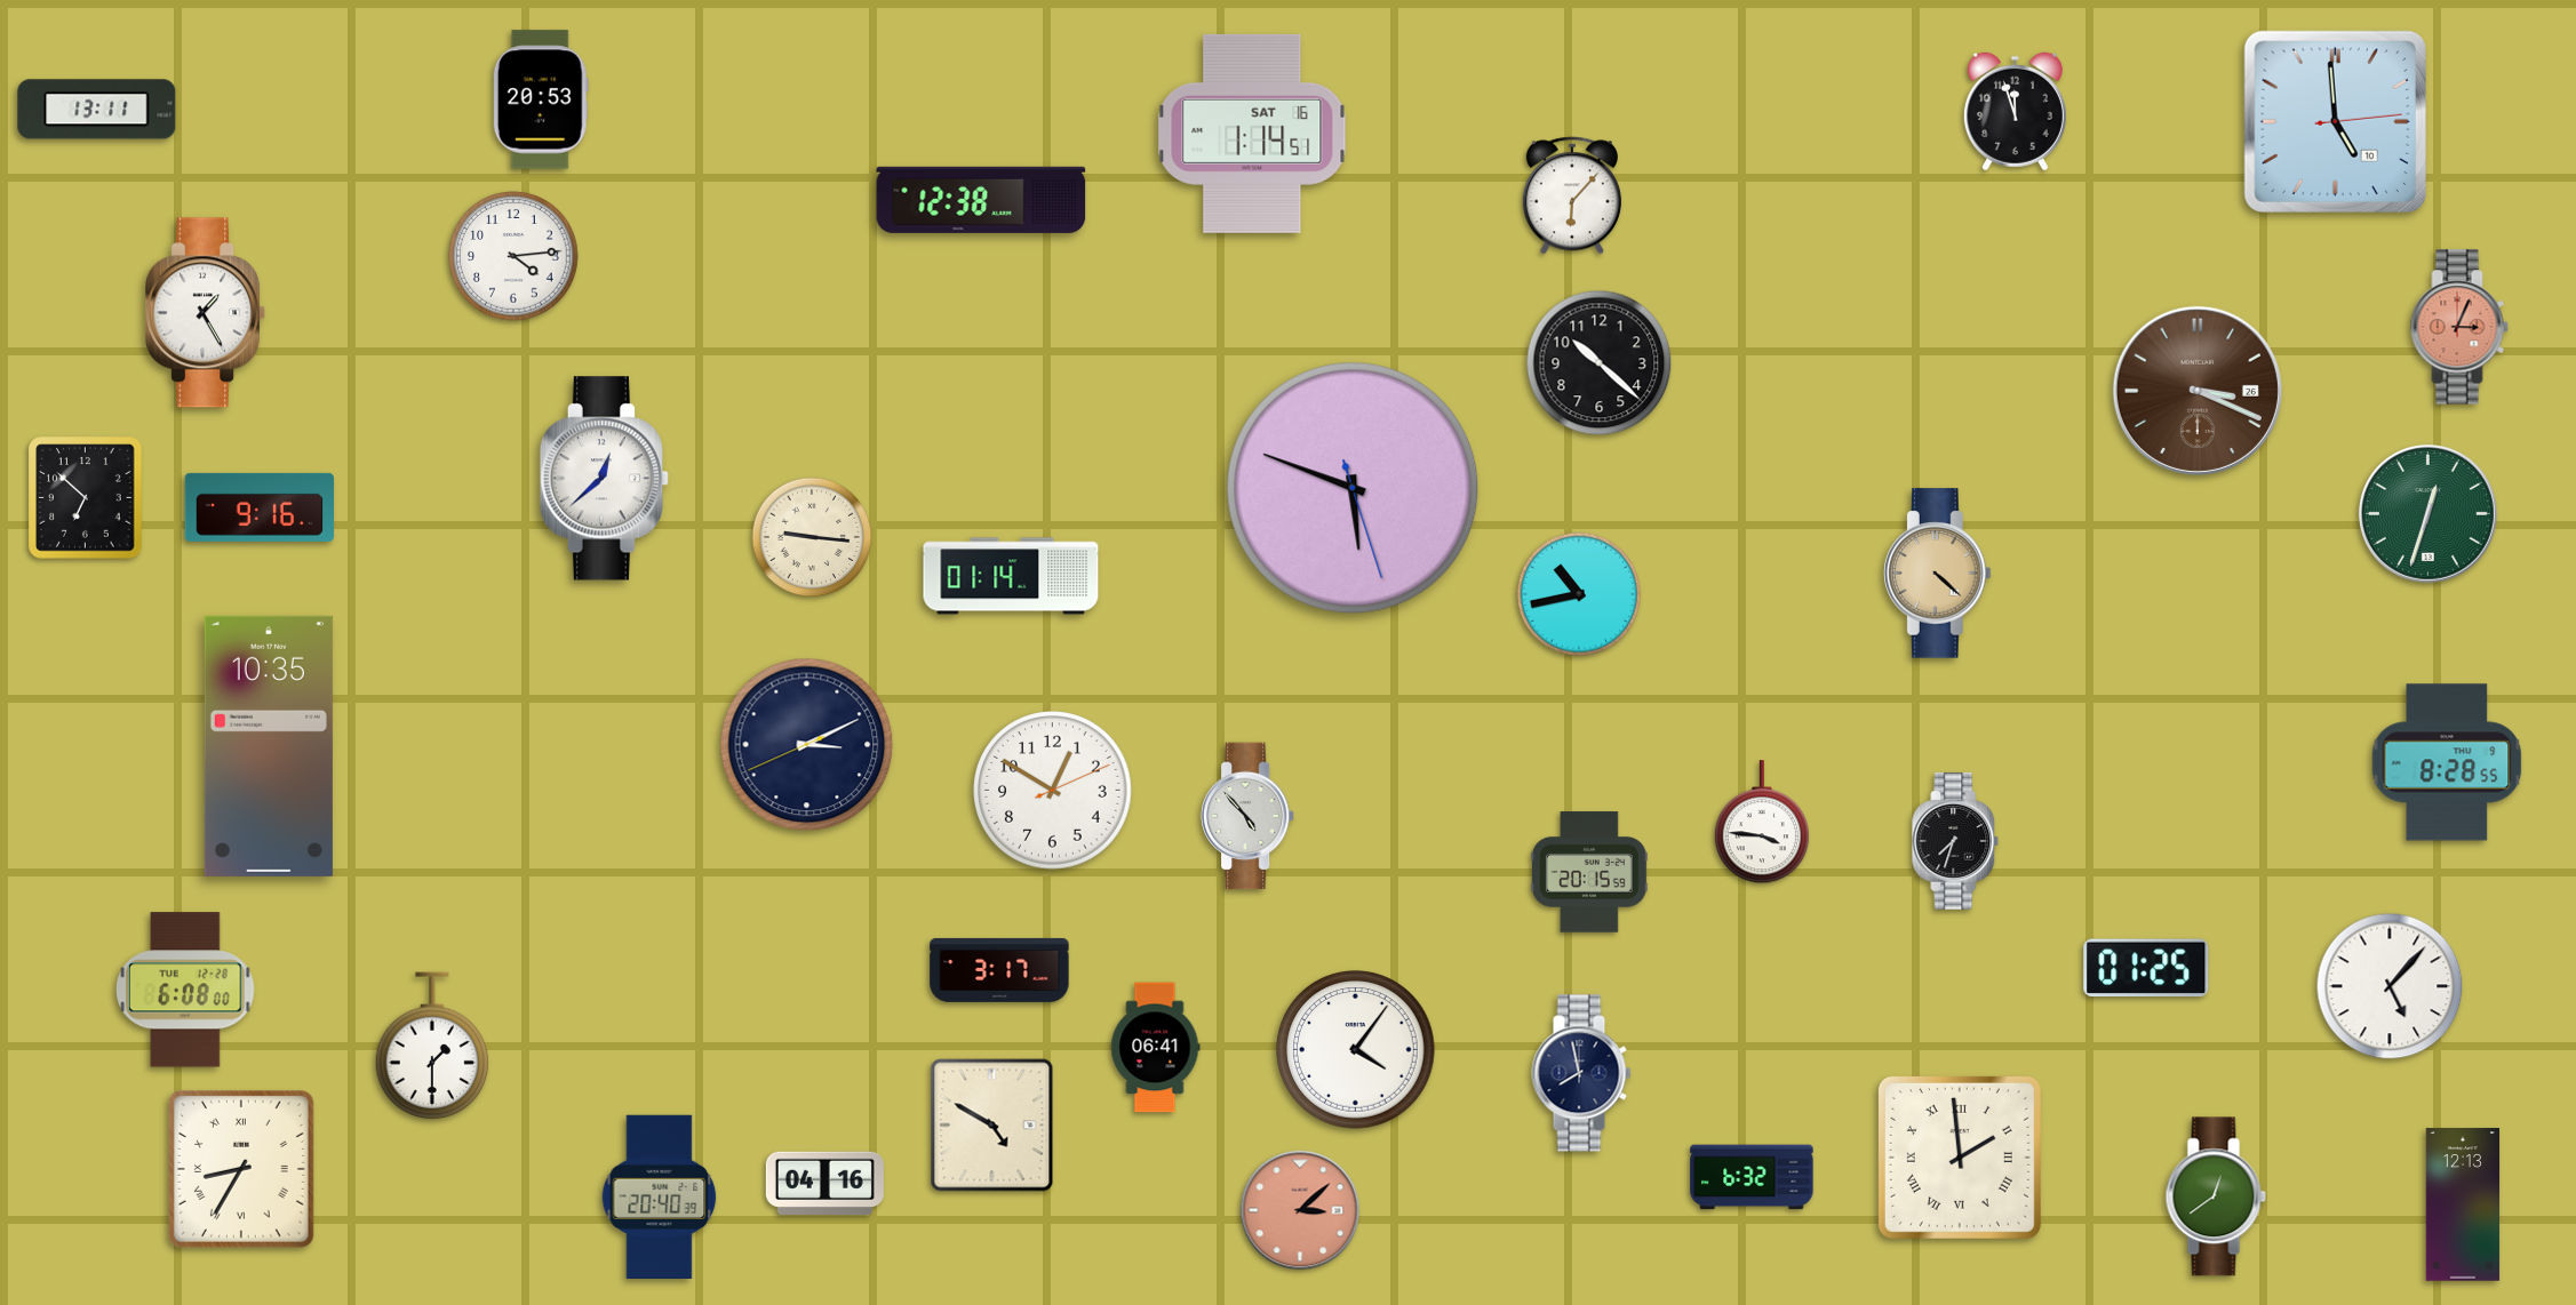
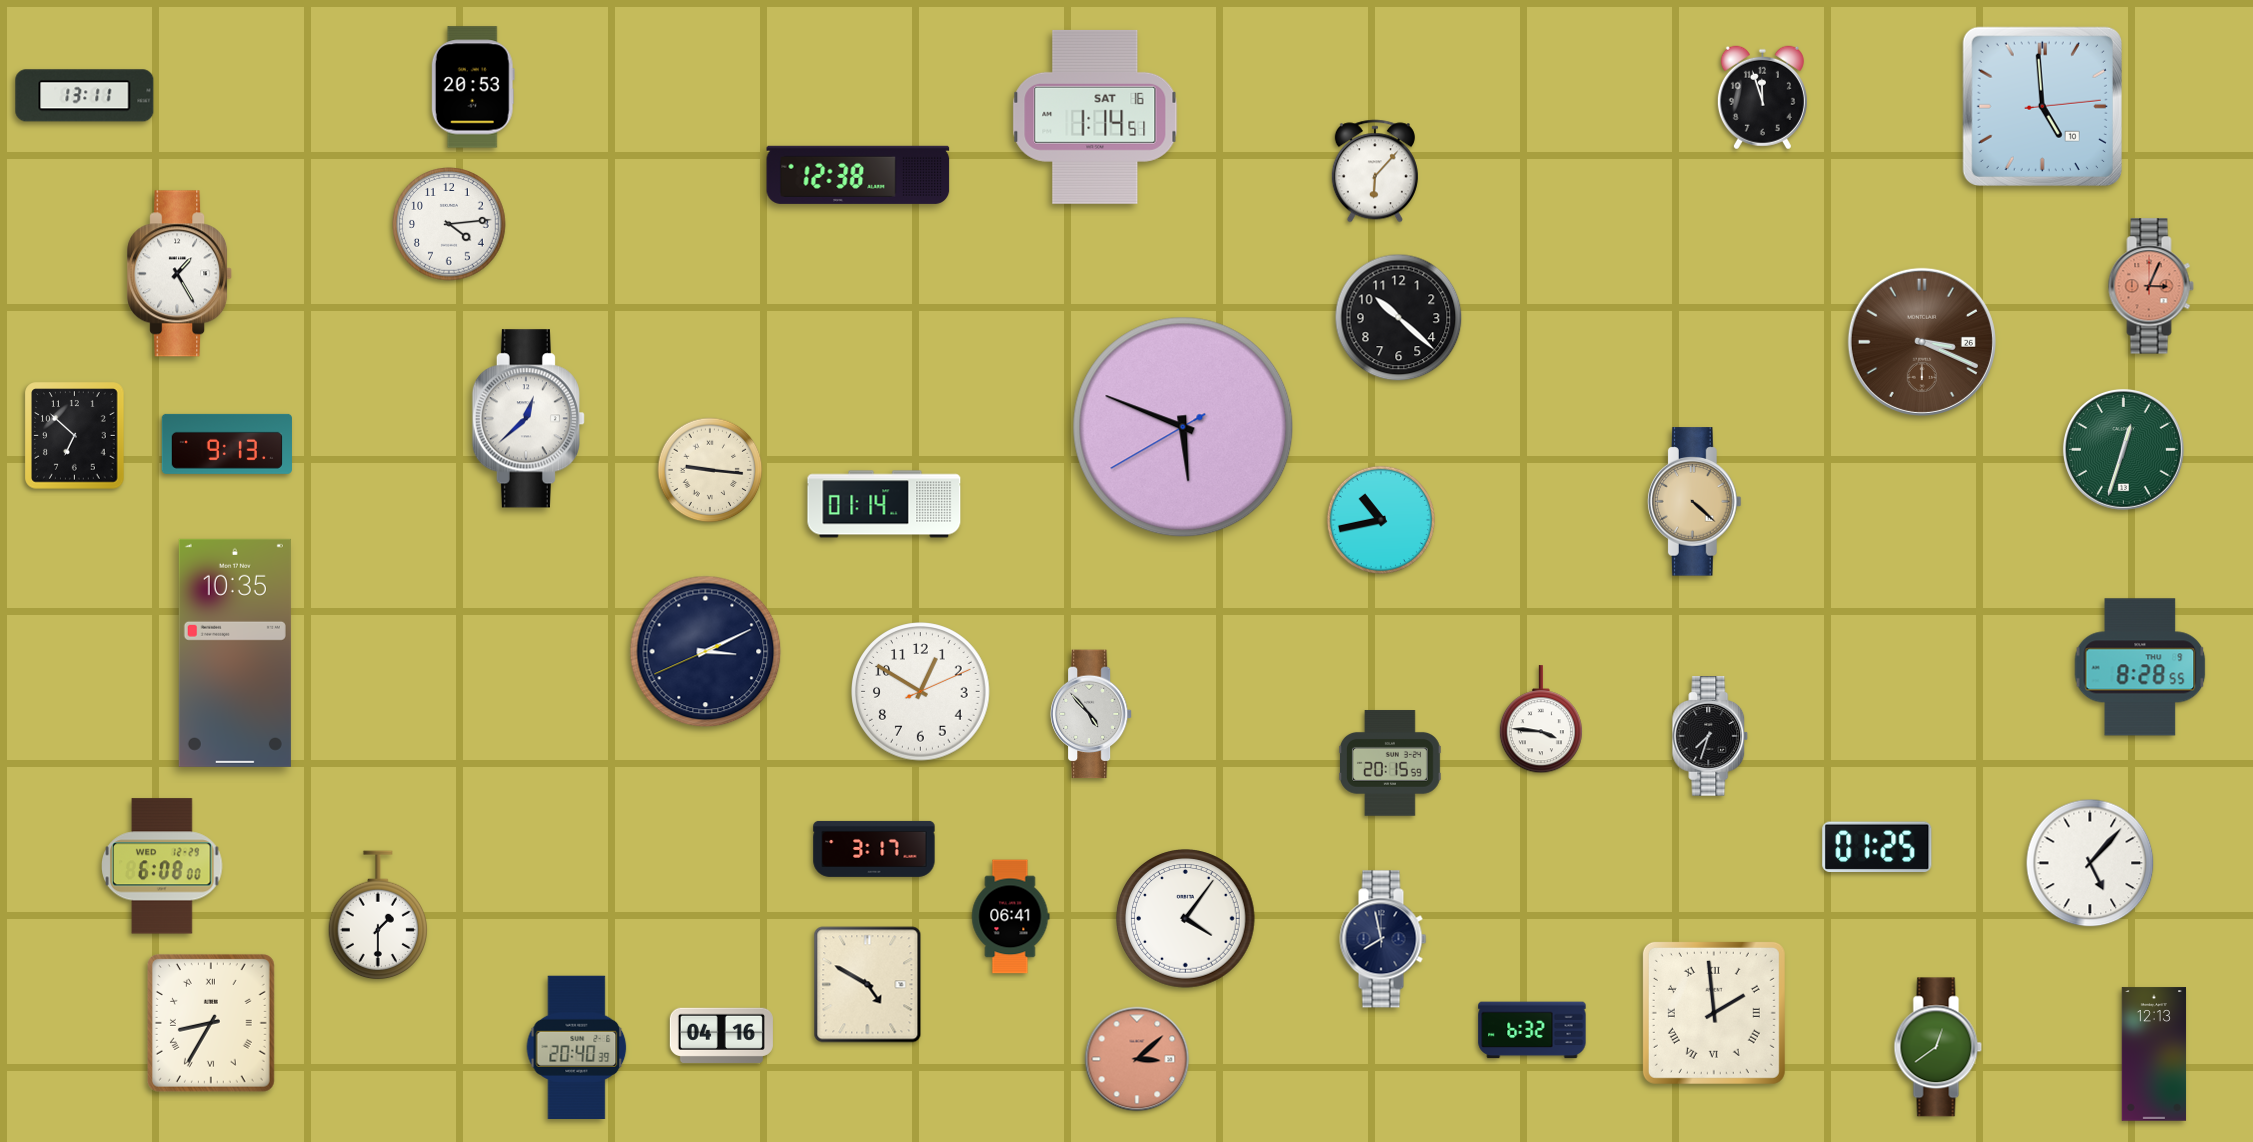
clock at (1353, 488): 5:48:27 -> 5:48:40
clock at (260, 507): 9:16 -> 9:13
clock at (185, 990) date: TUE 12-28 -> WED 12-29
